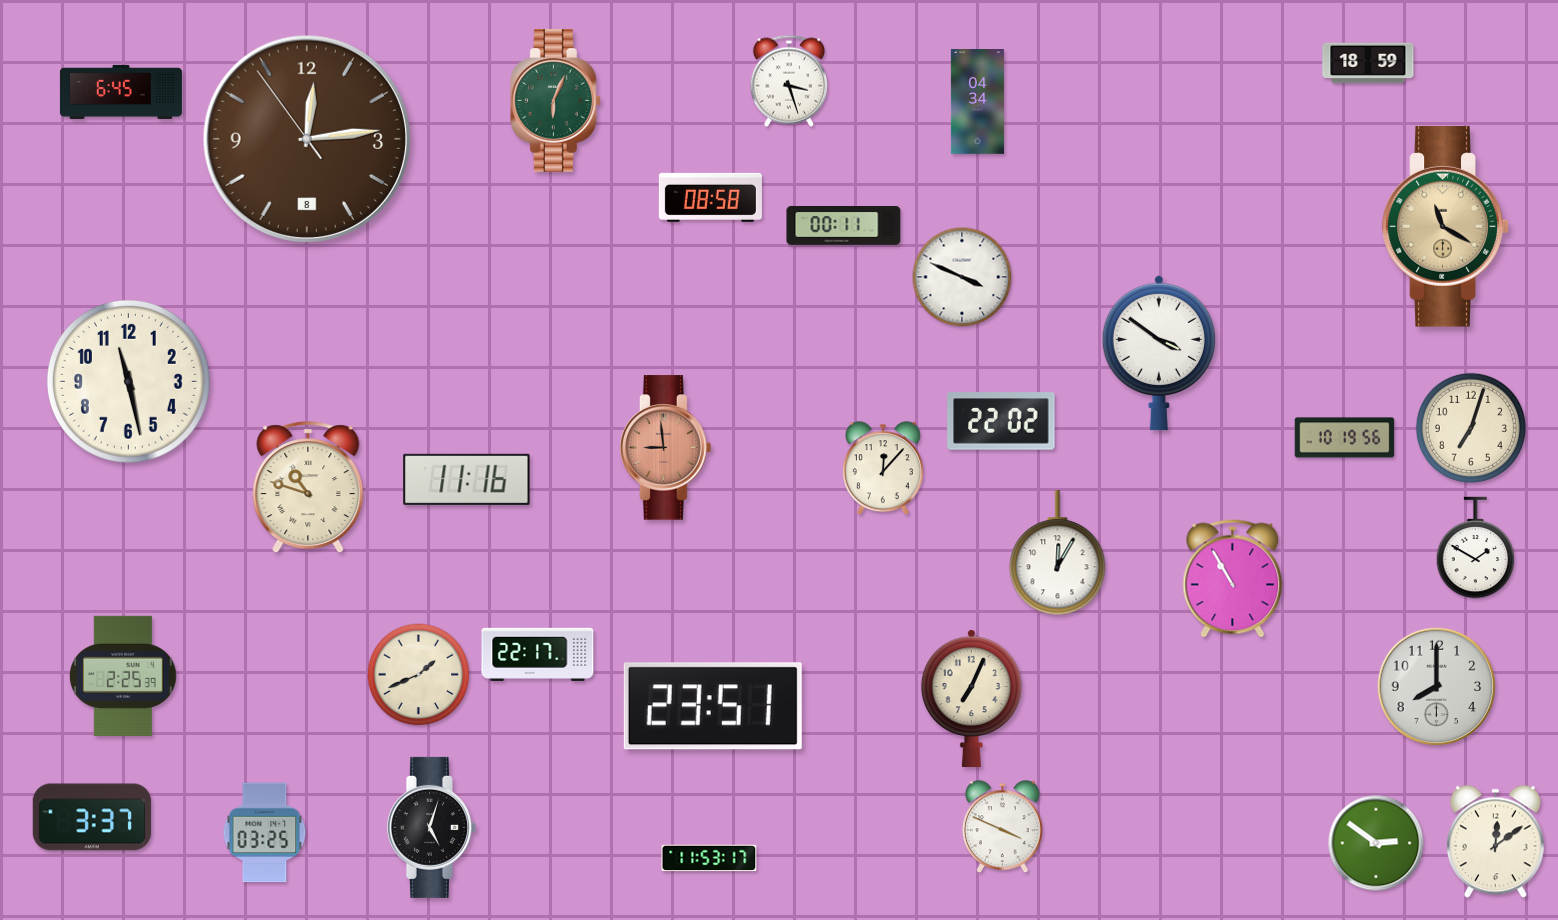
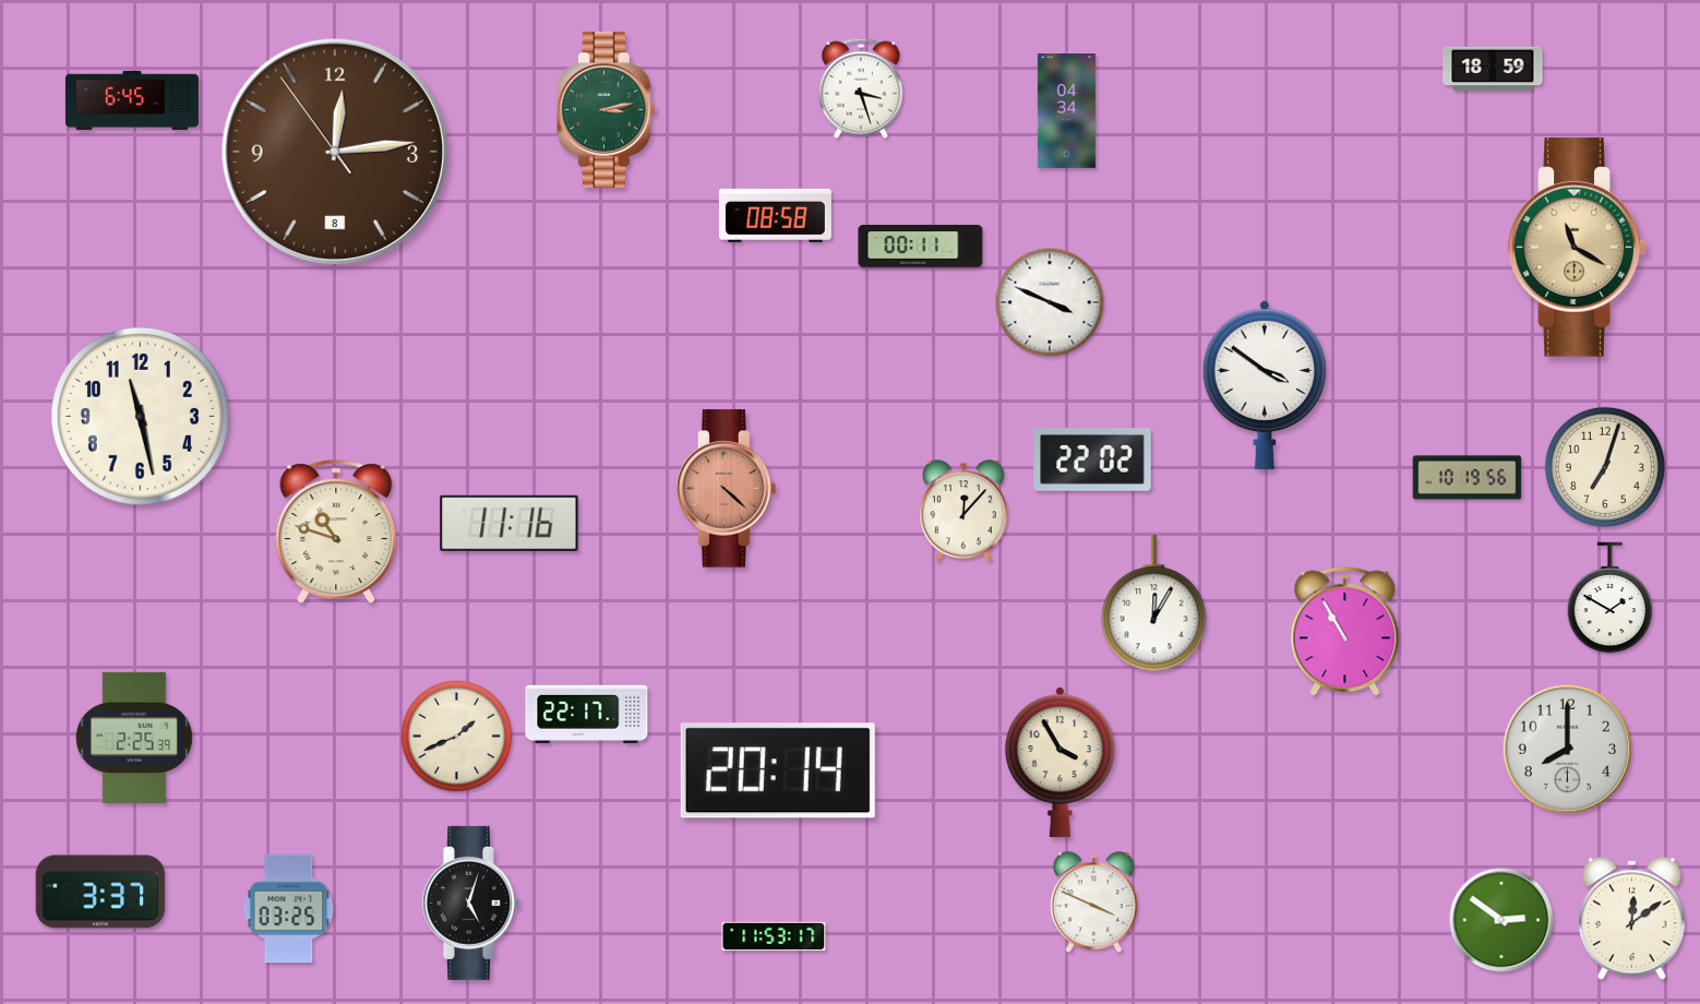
clock at (555, 100): 6:04 -> 3:13
clock at (666, 448): 8:59 -> 4:22
clock at (971, 699): 7:04 -> 3:55
clock at (713, 706): 23:51 -> 20:14
